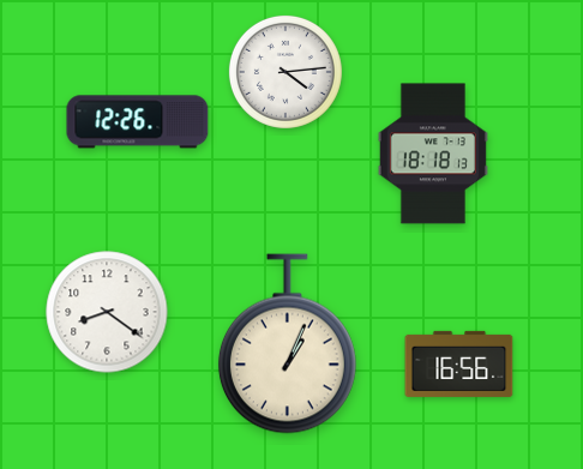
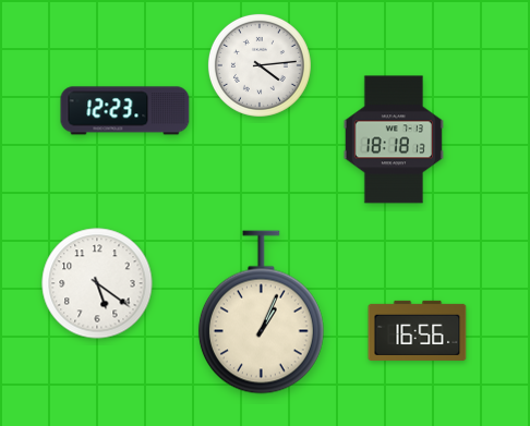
clock at (138, 122): 12:26 -> 12:23
clock at (107, 312): 8:21 -> 5:21
